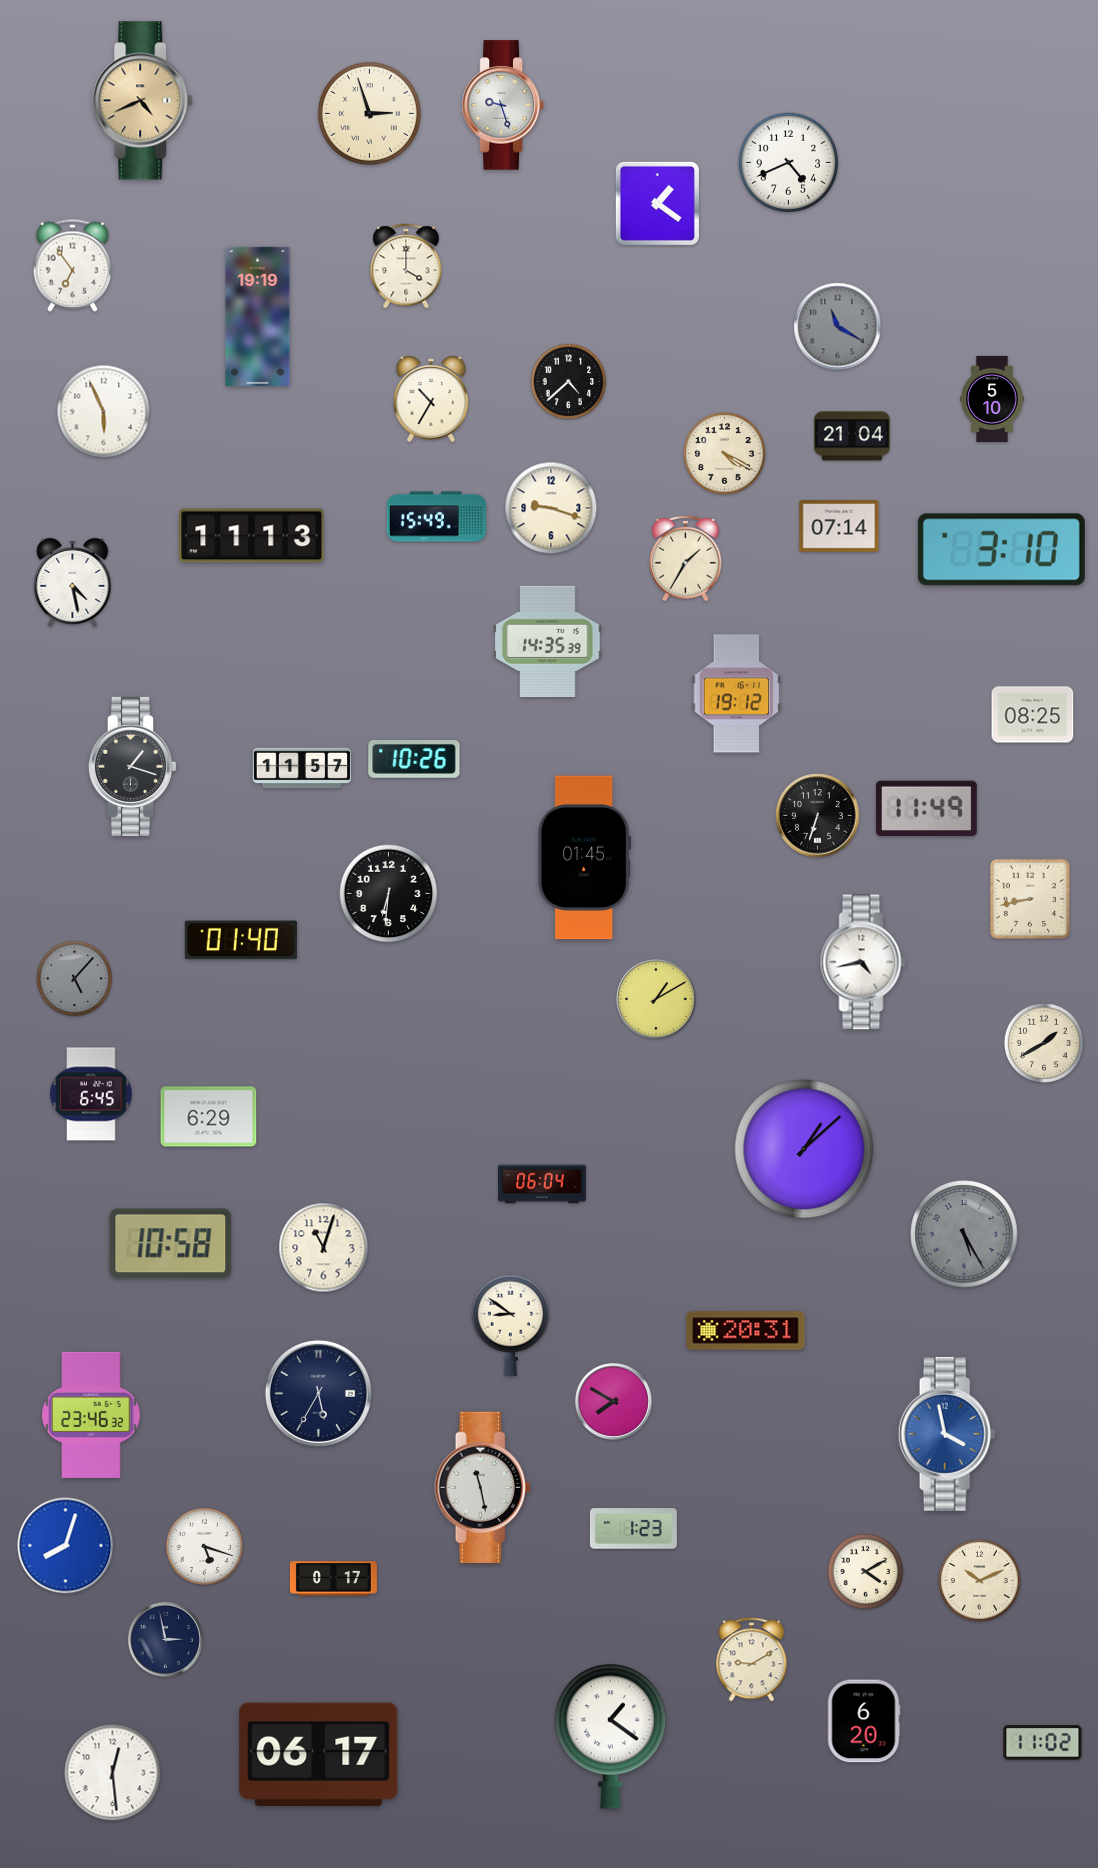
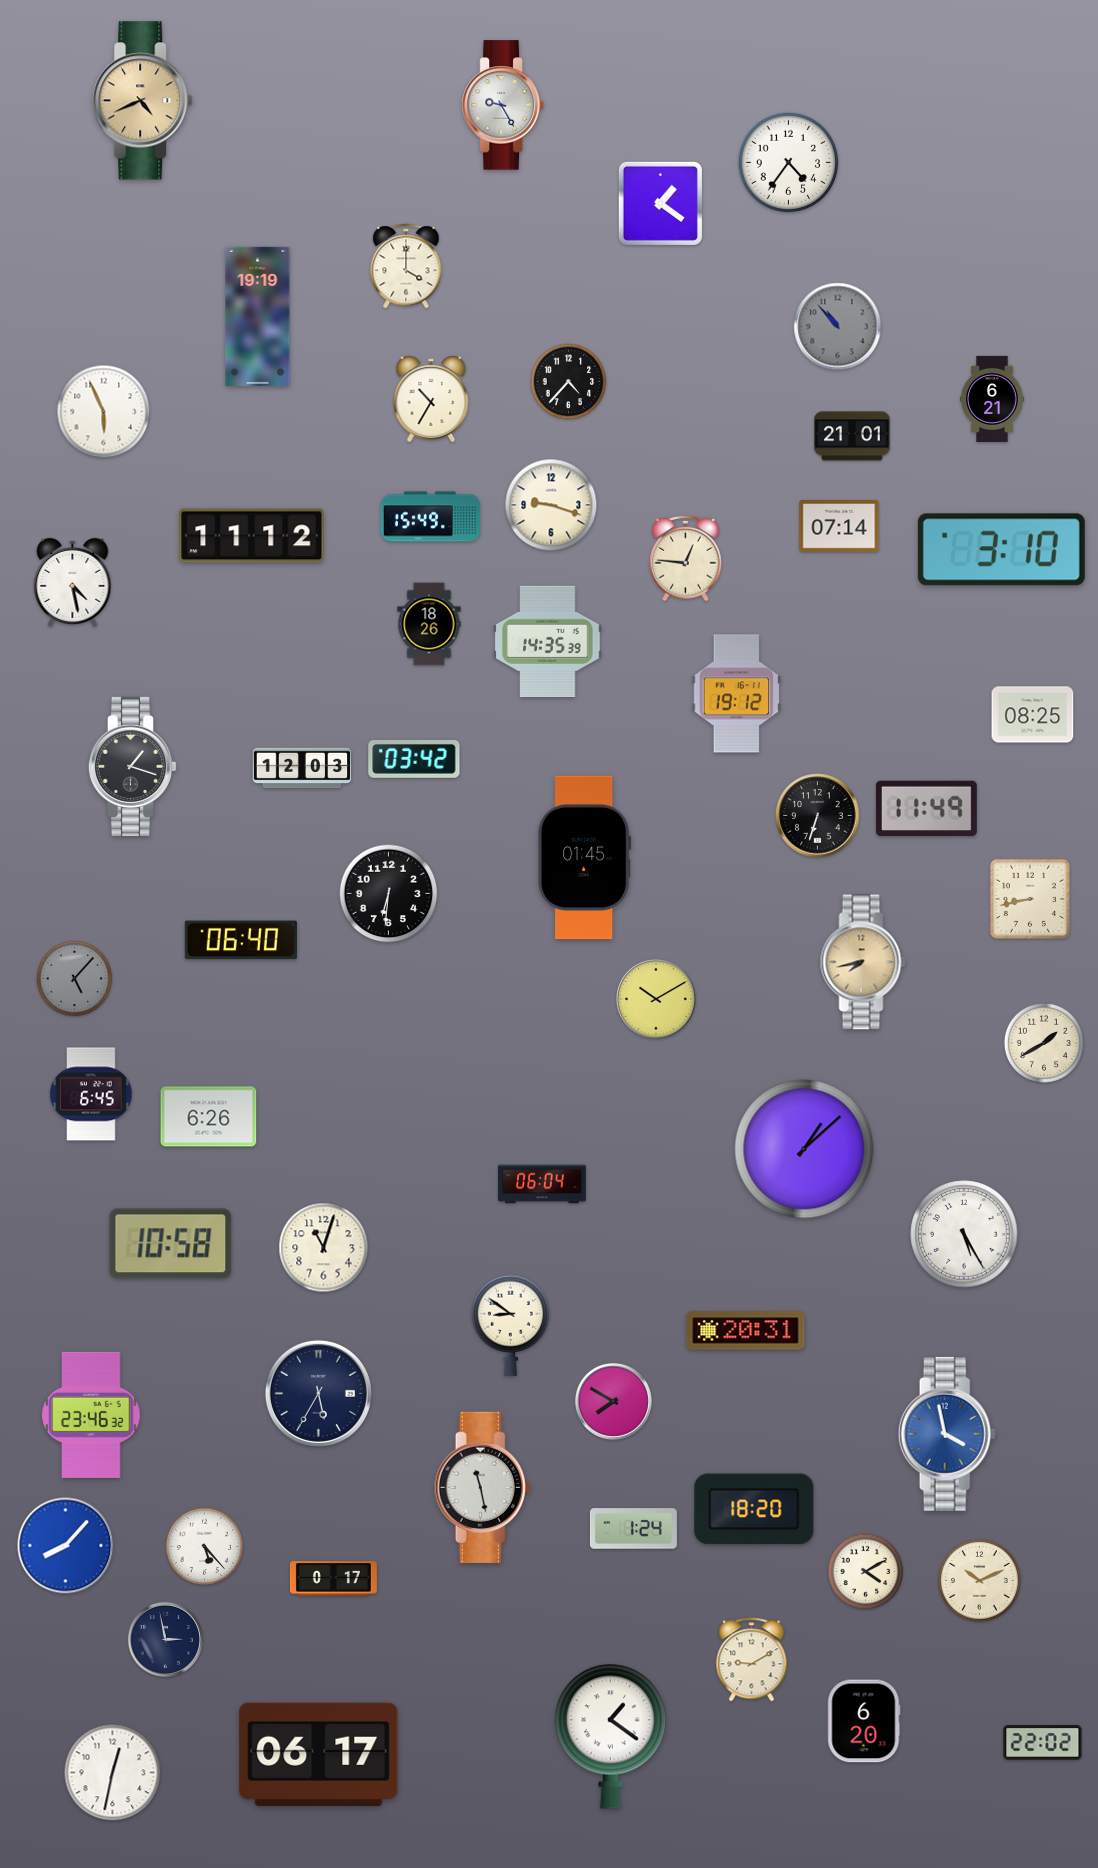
clock at (503, 105): 9:27 -> 9:25
clock at (369, 113): 2:57 -> none
clock at (789, 163): 4:41 -> 4:36
clock at (657, 203) position: (657, 203) -> (660, 203)
clock at (72, 265): 6:54 -> none
clock at (838, 327): 11:20 -> 10:53
clock at (569, 382): 4:38 -> 4:37
clock at (992, 399): 5:10 -> 6:21
clock at (852, 436): 21:04 -> 21:01
clock at (725, 454): 4:20 -> none
clock at (551, 508) position: (551, 508) -> (551, 505)
clock at (436, 517) position: (436, 517) -> (430, 517)
clock at (252, 536): 11:13 -> 11:12
clock at (686, 558): 1:35 -> 12:46
clock at (429, 624): none -> 18:26
clock at (414, 760): 10:26 -> 03:42
clock at (302, 768): 11:57 -> 12:03
clock at (241, 940): 01:40 -> 06:40
clock at (863, 962): 4:43 -> 7:43
clock at (863, 962) dial: white -> champagne
clock at (657, 1000): 1:10 -> 10:10
clock at (209, 1117): 6:29 -> 6:26
clock at (964, 1234) dial: grey -> white
clock at (754, 1509): none -> 18:20
clock at (633, 1529): 1:23 -> 1:24
clock at (66, 1546): 8:03 -> 8:07
clock at (205, 1547): 5:18 -> 5:23
clock at (1043, 1743): 11:02 -> 22:02
clock at (113, 1773): 12:29 -> 12:32
